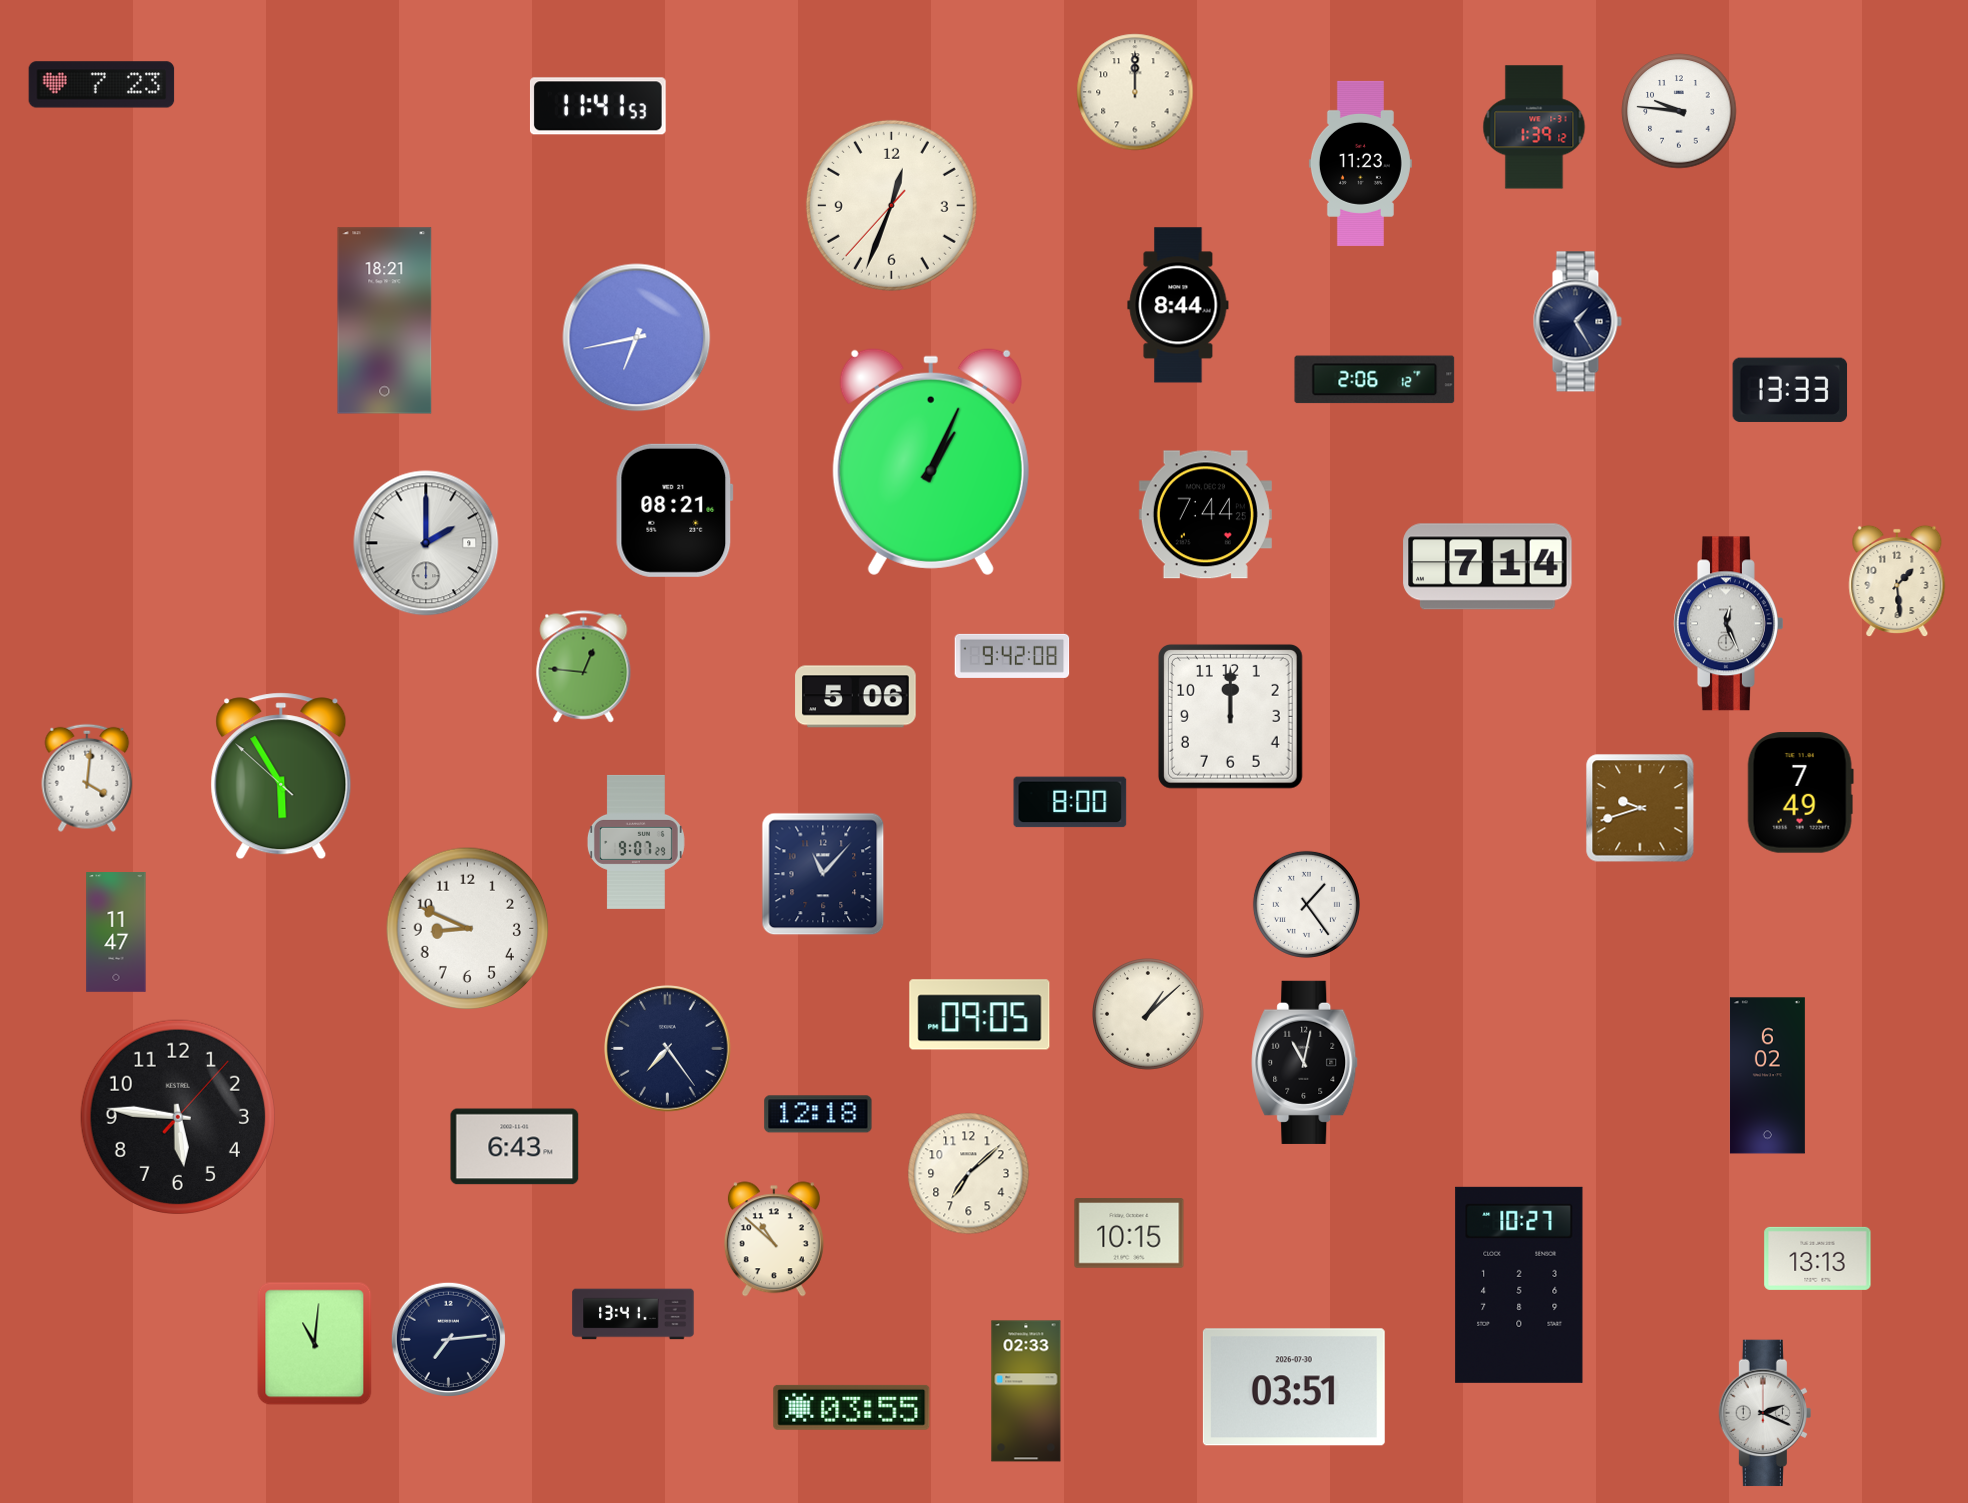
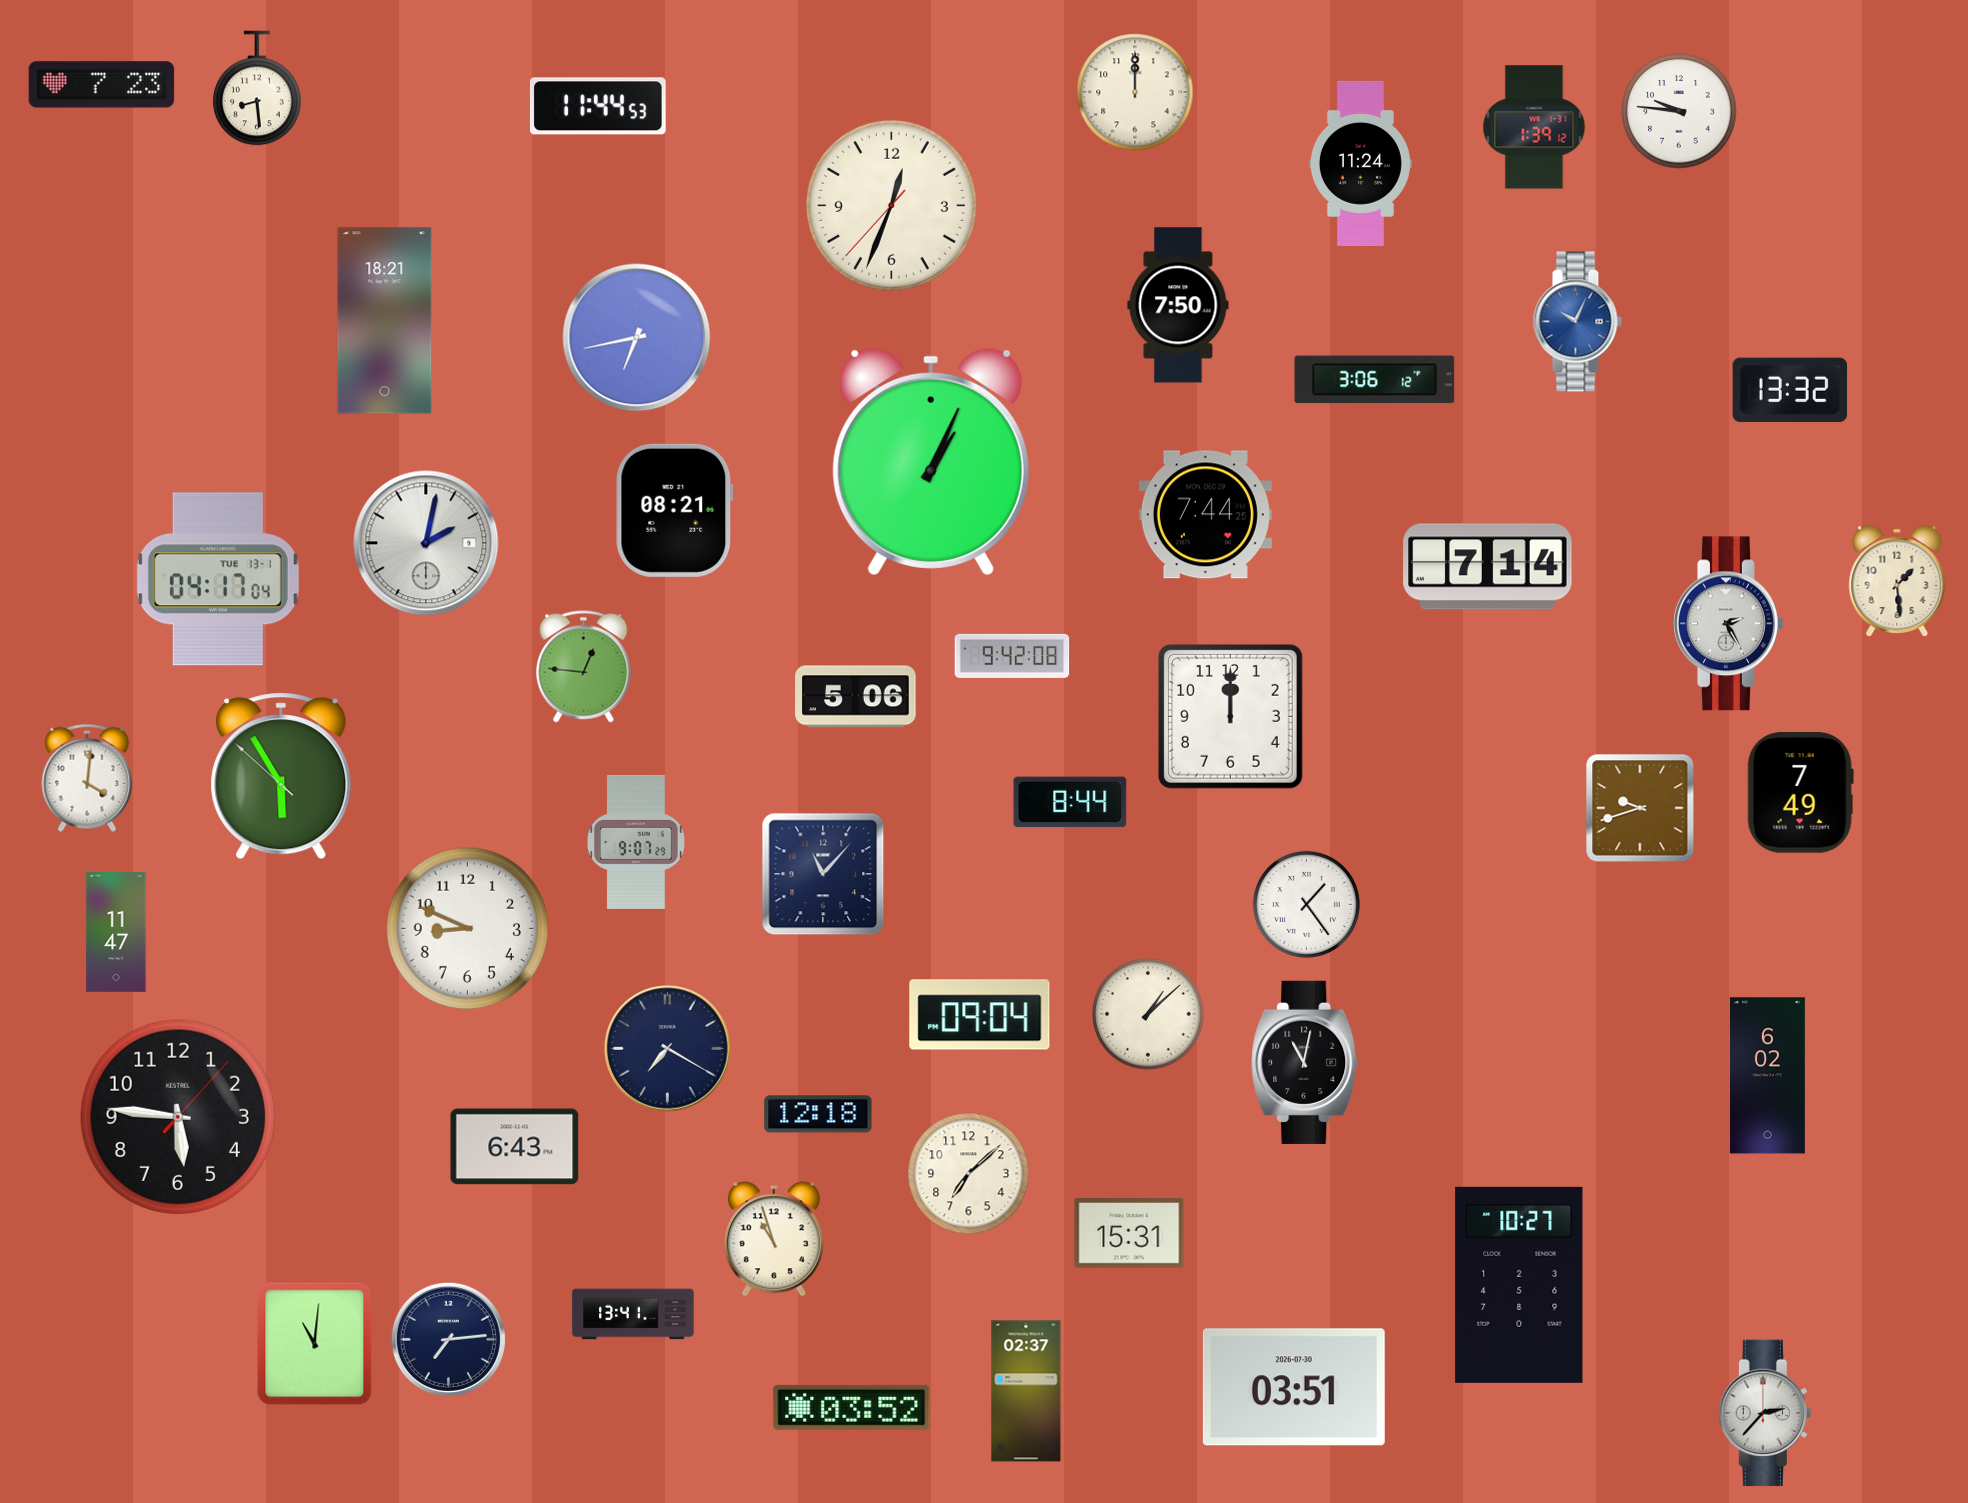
clock at (257, 88): none -> 8:29
clock at (598, 106): 11:41 -> 11:44
clock at (1360, 163): 11:23 -> 11:24
clock at (1178, 305): 8:44 -> 7:50
clock at (1577, 322): 1:25 -> 10:04
clock at (1577, 322) dial: navy -> blue
clock at (1375, 380): 2:06 -> 3:06
clock at (1790, 390): 13:33 -> 13:32
clock at (426, 543): 2:00 -> 2:02
clock at (218, 579): none -> 04:17
clock at (1729, 624): 12:26 -> 2:25
clock at (1070, 802): 8:00 -> 8:44
clock at (980, 1015): 09:05 -> 09:04
clock at (668, 1049): 7:24 -> 7:20
clock at (1129, 1233): 10:15 -> 15:31
clock at (774, 1239): 10:52 -> 10:57
clock at (1818, 1258): 13:13 -> none
clock at (1026, 1391): 02:33 -> 02:37
clock at (852, 1407): 03:55 -> 03:52
clock at (1765, 1413): 2:19 -> 2:37
